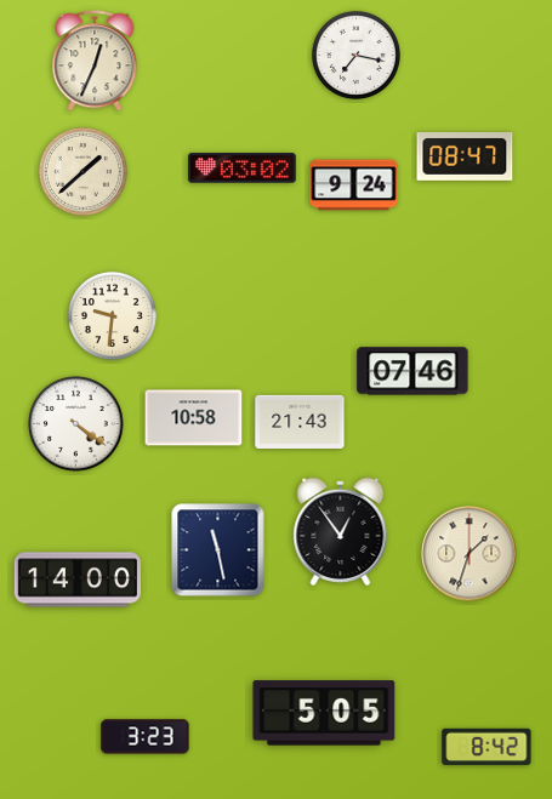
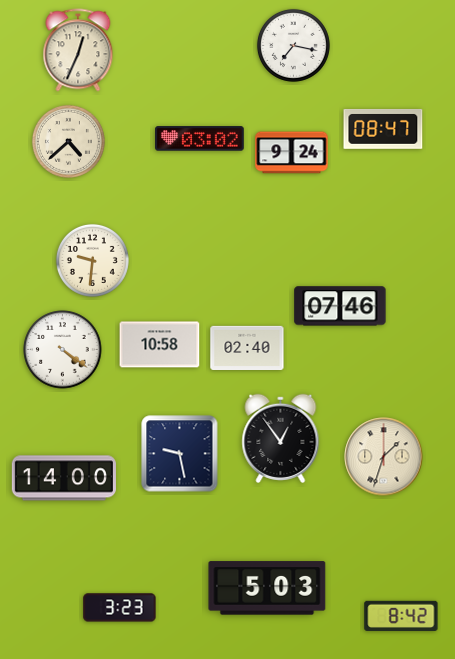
clock at (82, 171): 1:38 -> 4:38
clock at (300, 421): 21:43 -> 02:40
clock at (218, 550): 11:28 -> 9:28
clock at (470, 554) position: (470, 554) -> (384, 457)
clock at (324, 713): 5:05 -> 5:03
